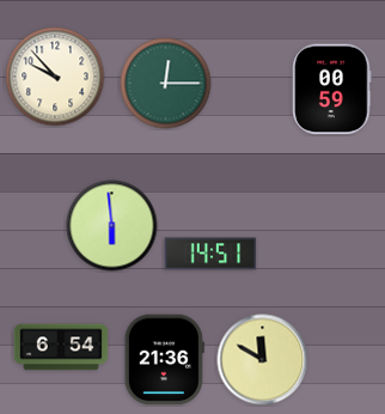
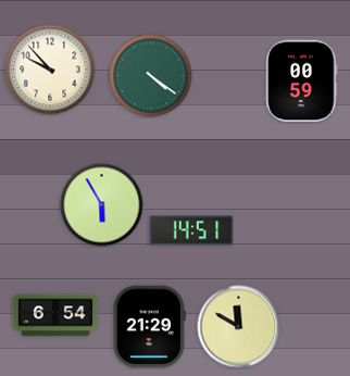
clock at (166, 84): 12:15 -> 4:21
clock at (112, 226): 5:59 -> 5:55
clock at (164, 360): 21:36 -> 21:29
